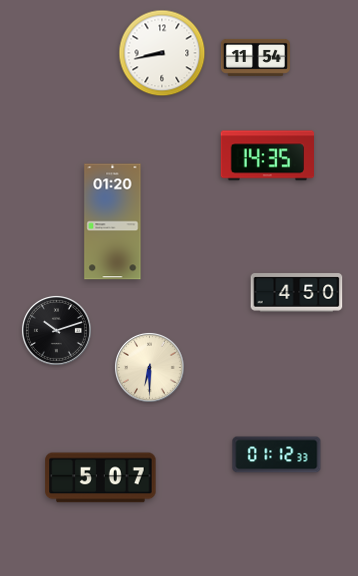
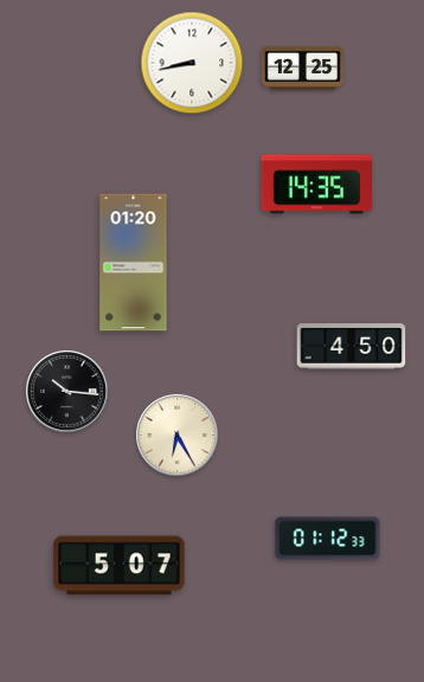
clock at (255, 57): 11:54 -> 12:25
clock at (56, 330): 10:12 -> 10:16
clock at (149, 367): 6:30 -> 6:25
